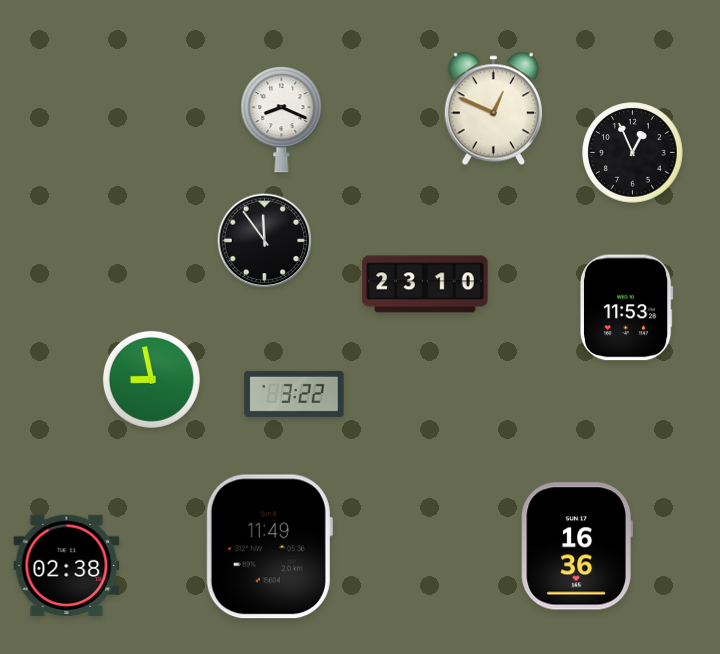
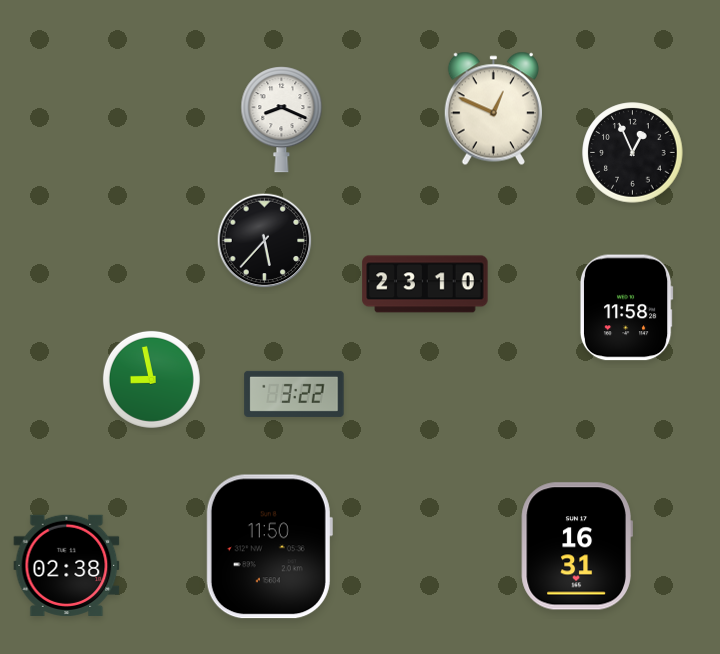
clock at (265, 241): 11:54 -> 5:37
clock at (626, 308): 11:53 -> 11:58
clock at (577, 546): 16:36 -> 16:31
clock at (269, 547): 11:49 -> 11:50
